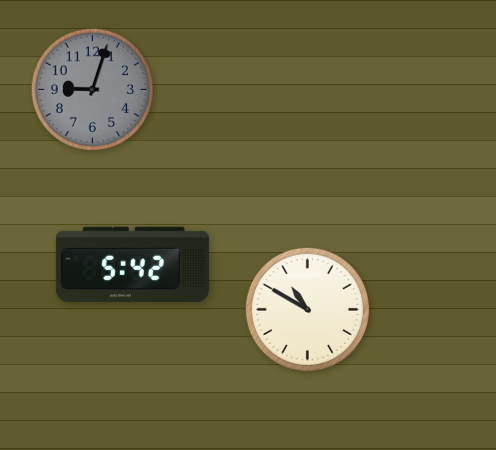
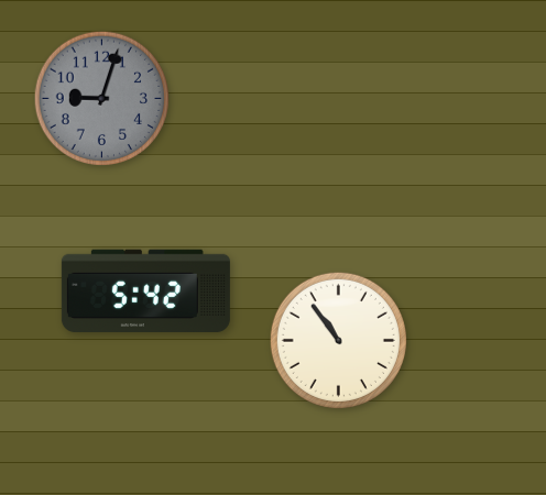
clock at (307, 309): 10:50 -> 10:54
